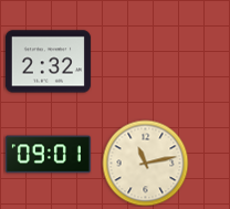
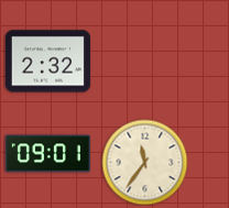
clock at (145, 163): 11:13 -> 11:36
